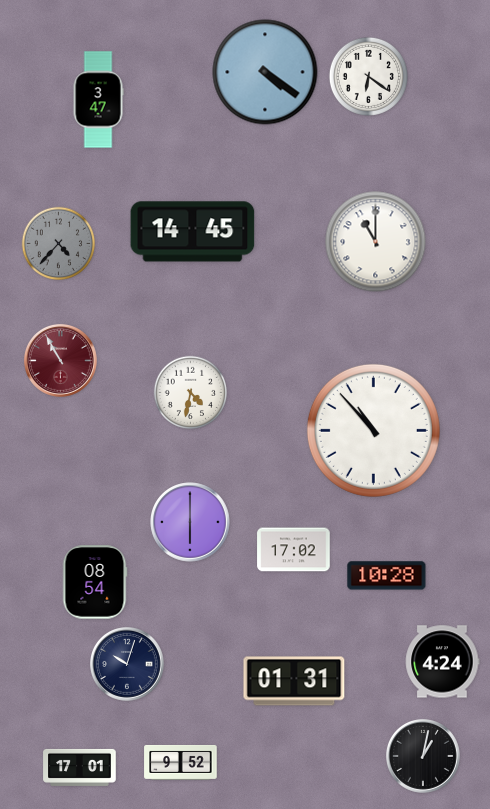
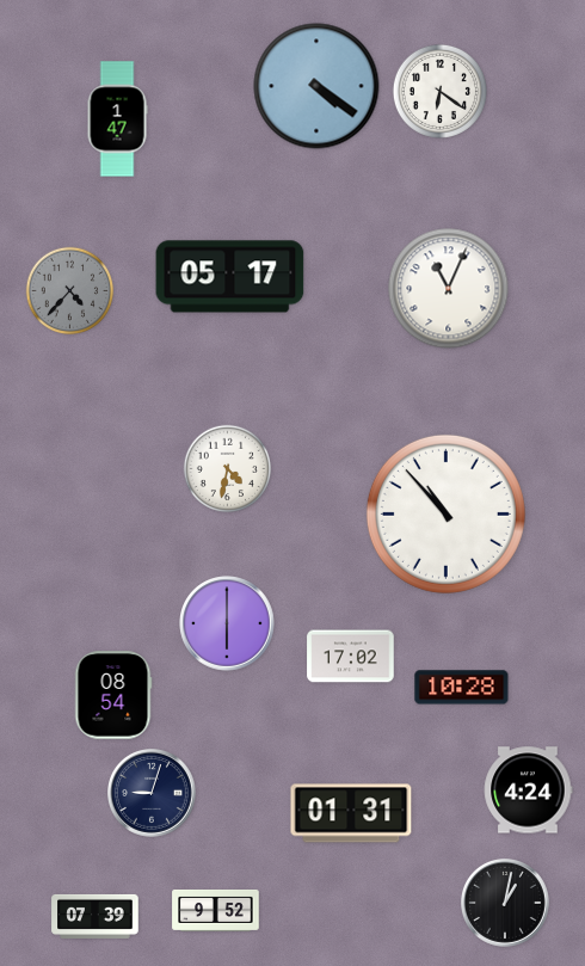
clock at (98, 100): 3:47 -> 1:47
clock at (193, 232): 14:45 -> 05:17
clock at (376, 242): 11:00 -> 11:04
clock at (61, 361): 10:55 -> none
clock at (128, 665): 10:03 -> 9:03
clock at (80, 767): 17:01 -> 07:39
